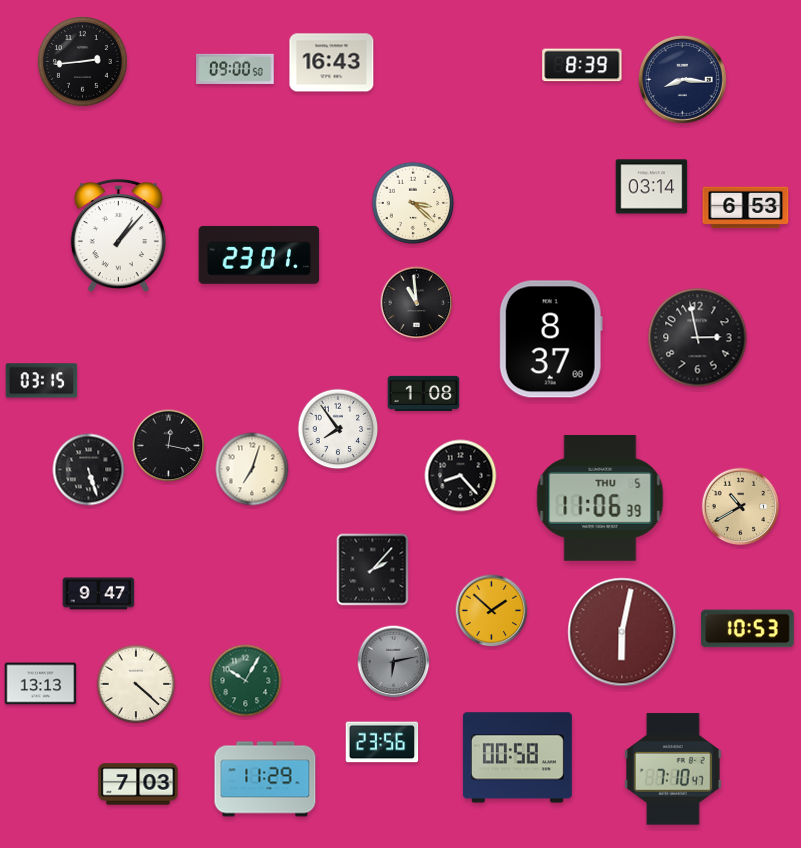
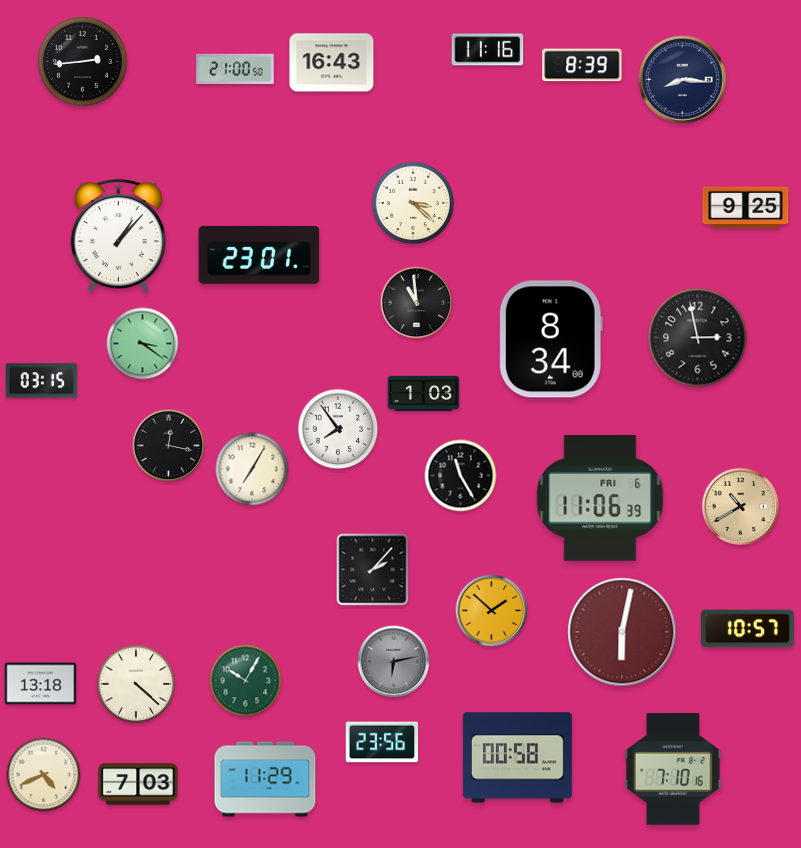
clock at (488, 50): none -> 11:16
clock at (235, 69): 09:00 -> 21:00
clock at (652, 187): 03:14 -> none
clock at (746, 208): 6:53 -> 9:25
clock at (551, 339): 8:37 -> 8:34
clock at (143, 344): none -> 3:21
clock at (424, 393): 1:08 -> 1:03
clock at (252, 469): 7:03 -> 7:05
clock at (89, 470): 5:27 -> none
clock at (461, 476): 8:23 -> 11:25
clock at (600, 498) date: THU 5 -> FRI 6
clock at (99, 594): 9:47 -> none
clock at (747, 629): 10:53 -> 10:57
clock at (41, 684): 13:13 -> 13:18
clock at (673, 769): 7:10:47 -> 7:10:16
clock at (44, 775): none -> 4:41
